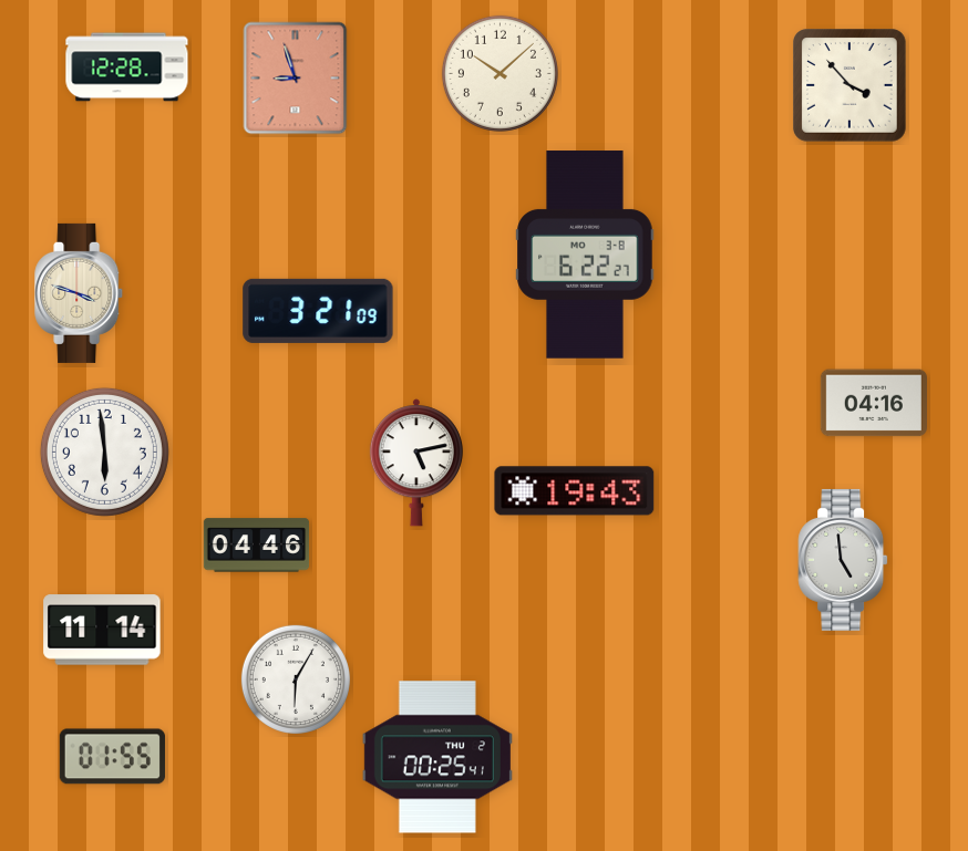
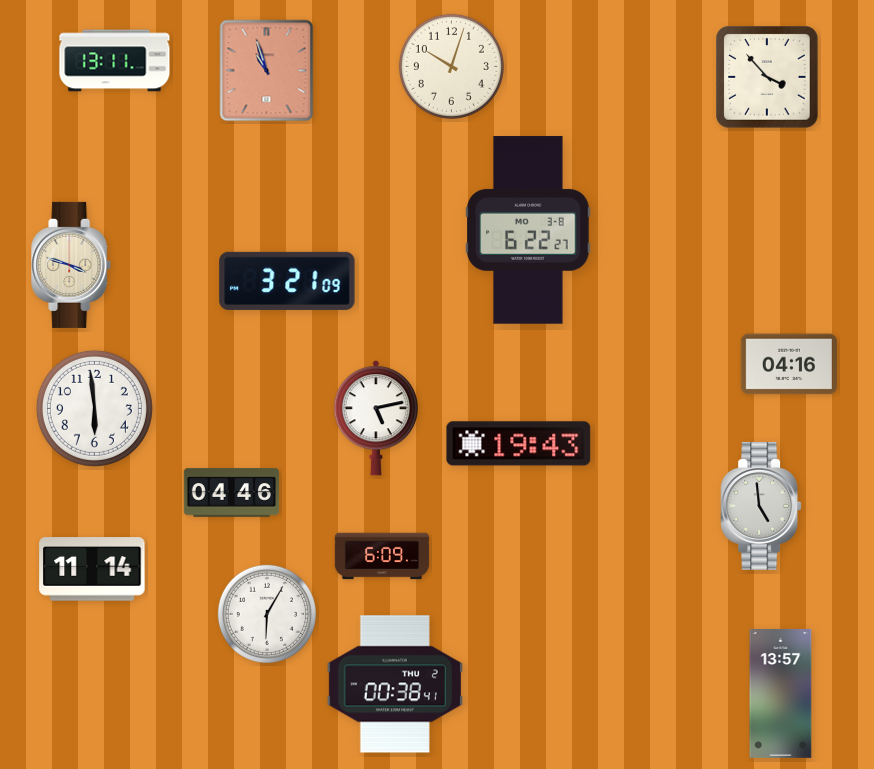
clock at (127, 68): 12:28 -> 13:11
clock at (500, 73): 10:08 -> 10:03
clock at (296, 79): 8:57 -> 10:57
clock at (382, 556): none -> 6:09
clock at (112, 757): 01:55 -> none
clock at (437, 757): 00:25 -> 00:38
clock at (781, 693): none -> 13:57
